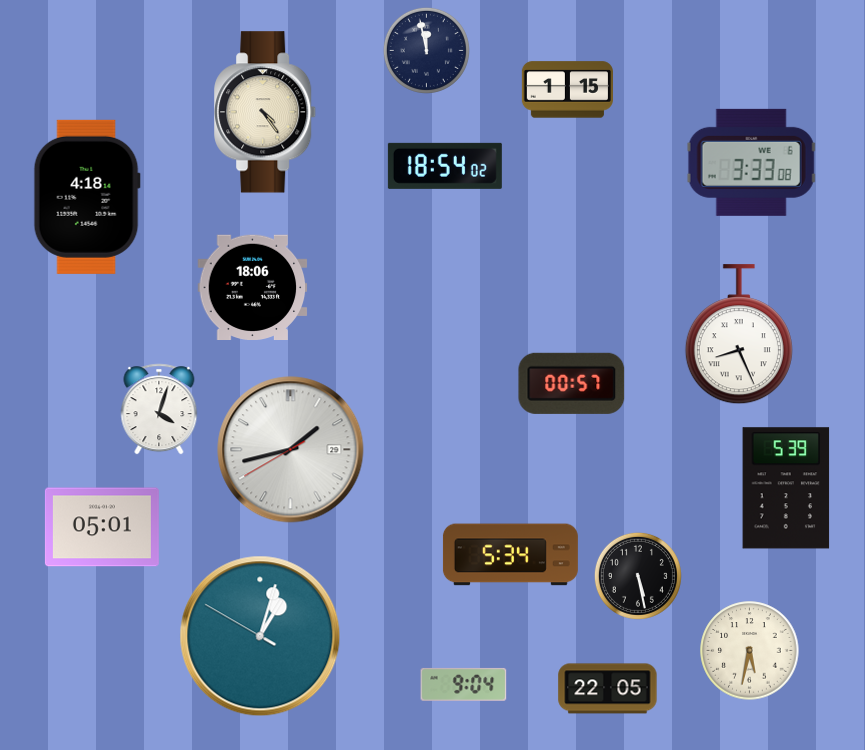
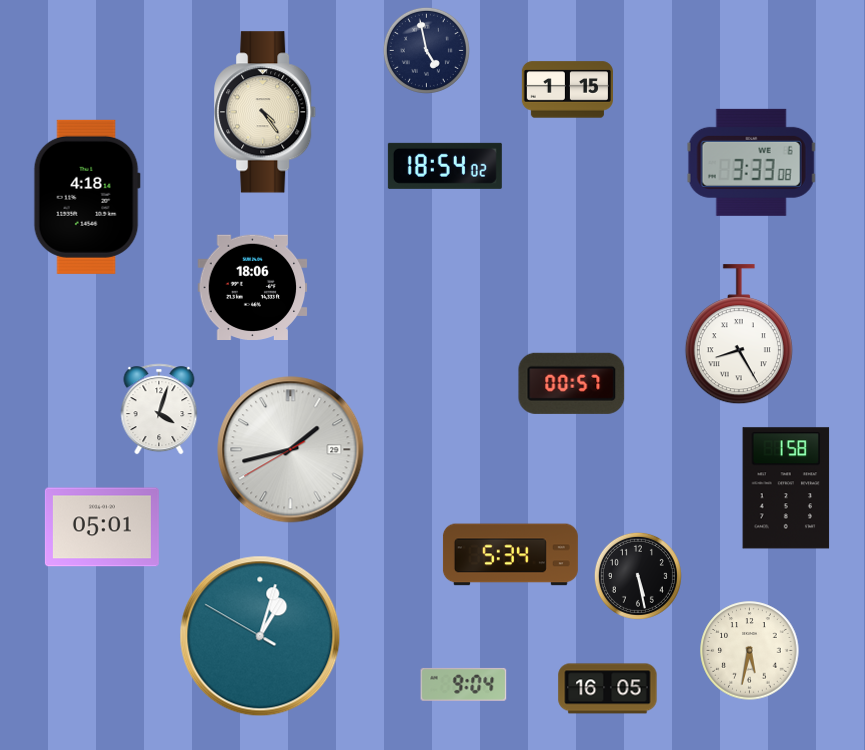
clock at (426, 50): 11:58 -> 4:58
clock at (739, 335): 8:26 -> 8:25
clock at (786, 488): 5:39 -> 1:58
clock at (608, 689): 22:05 -> 16:05
